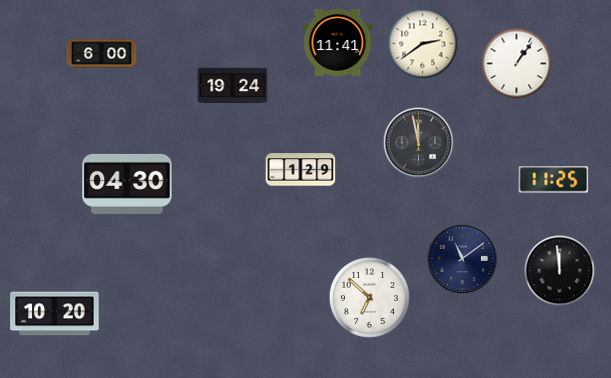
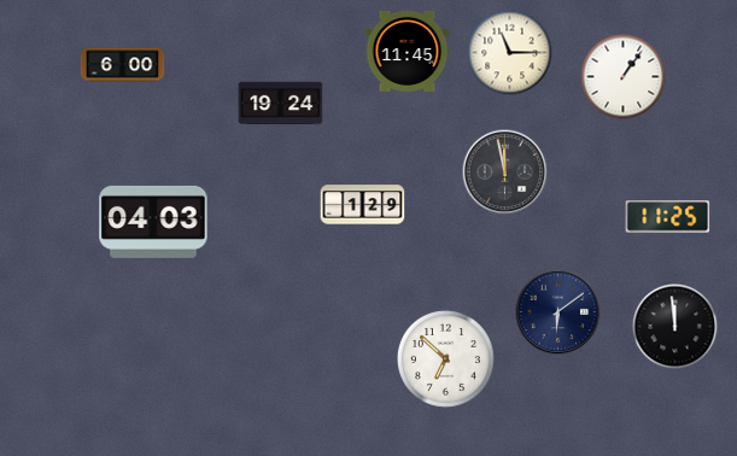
clock at (338, 42): 11:41 -> 11:45
clock at (423, 44): 2:39 -> 11:15
clock at (127, 184): 04:30 -> 04:03
clock at (463, 259): 11:09 -> 6:09
clock at (55, 314): 10:20 -> none
